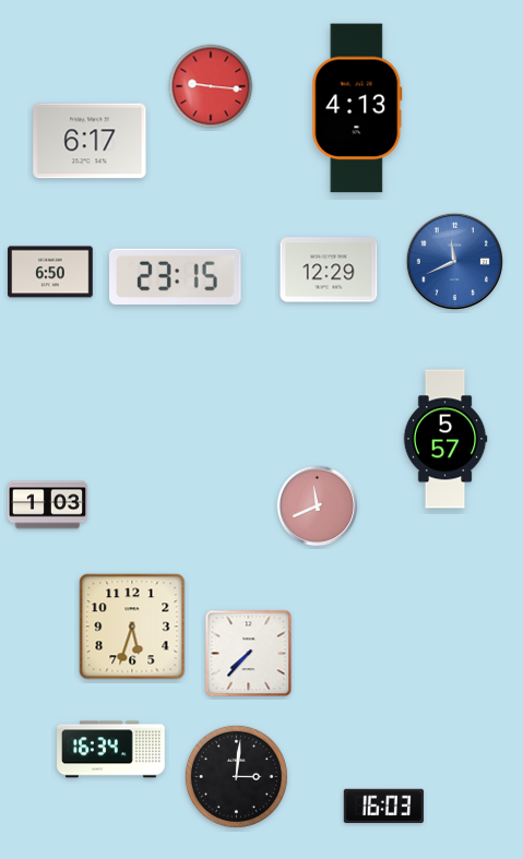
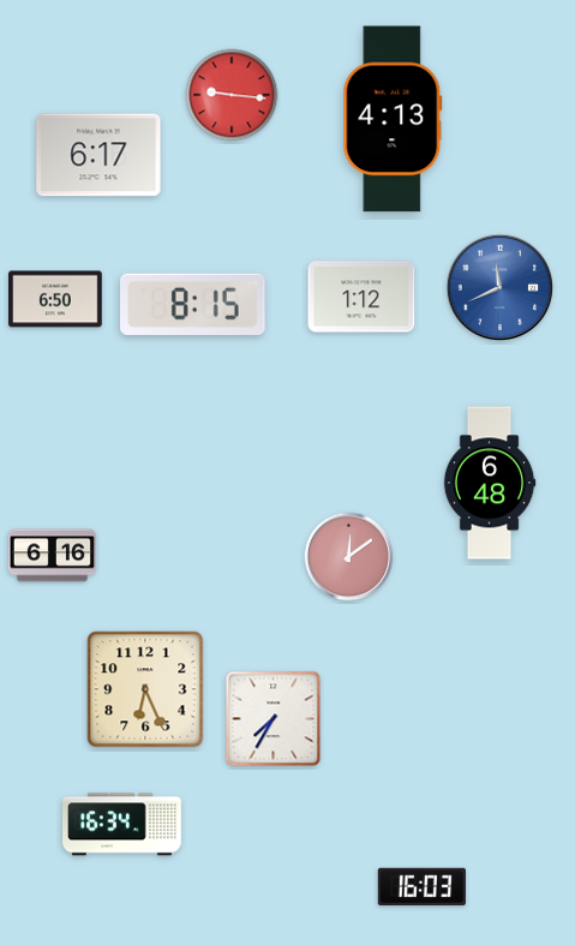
clock at (329, 270): 12:29 -> 1:12
clock at (176, 276): 23:15 -> 8:15
clock at (445, 439): 5:57 -> 6:48
clock at (47, 505): 1:03 -> 6:16
clock at (318, 506): 11:41 -> 12:09
clock at (132, 627): 5:33 -> 6:26
clock at (249, 654): 7:37 -> 7:35
clock at (236, 776): 3:01 -> none
